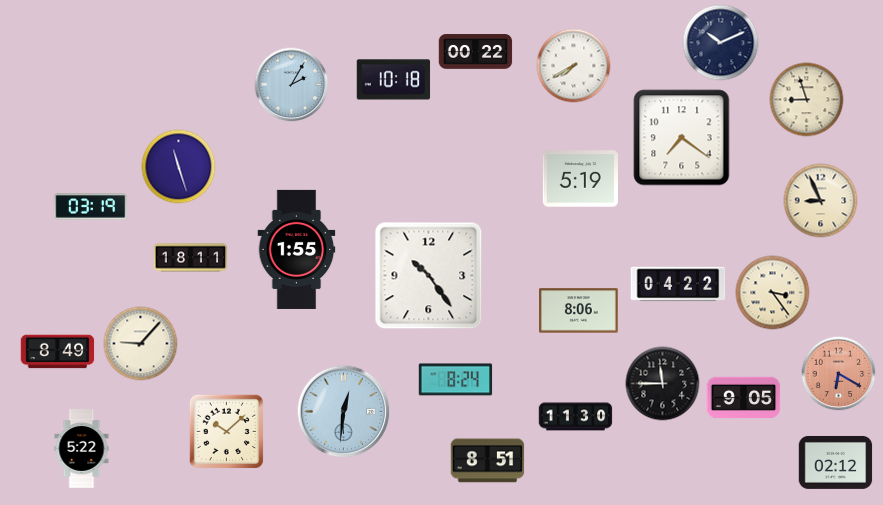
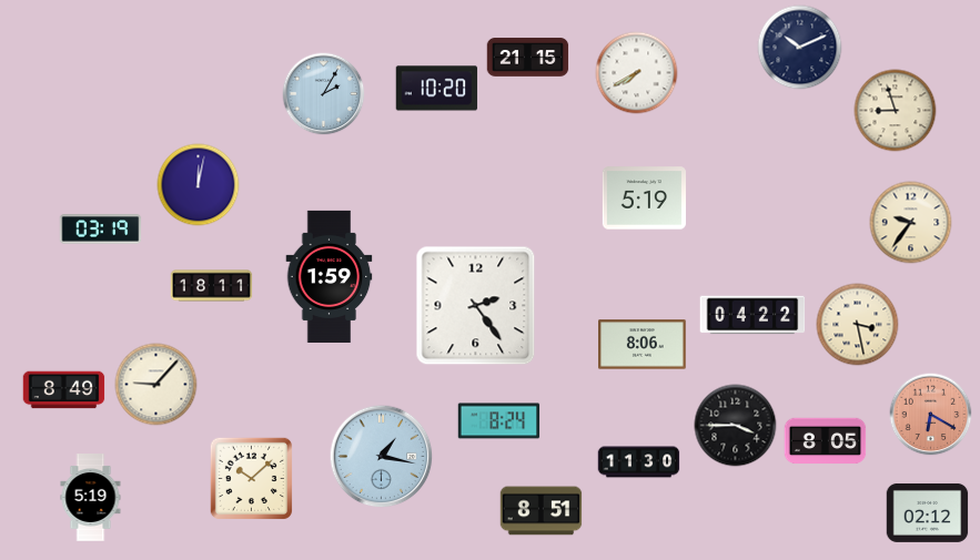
clock at (476, 52): 00:22 -> 21:15
clock at (394, 80): 10:18 -> 10:20
clock at (682, 138): 7:21 -> none
clock at (179, 167): 11:27 -> 12:02
clock at (821, 201): 8:56 -> 9:36
clock at (297, 249): 1:55 -> 1:59
clock at (429, 276): 10:24 -> 2:24
clock at (773, 293): 3:24 -> 3:28
clock at (141, 344) position: (141, 344) -> (156, 385)
clock at (456, 380) position: (456, 380) -> (499, 421)
clock at (663, 384): 11:45 -> 3:45
clock at (744, 398): 9:05 -> 8:05
clock at (344, 412): 12:31 -> 1:17
clock at (82, 449): 5:22 -> 5:19
